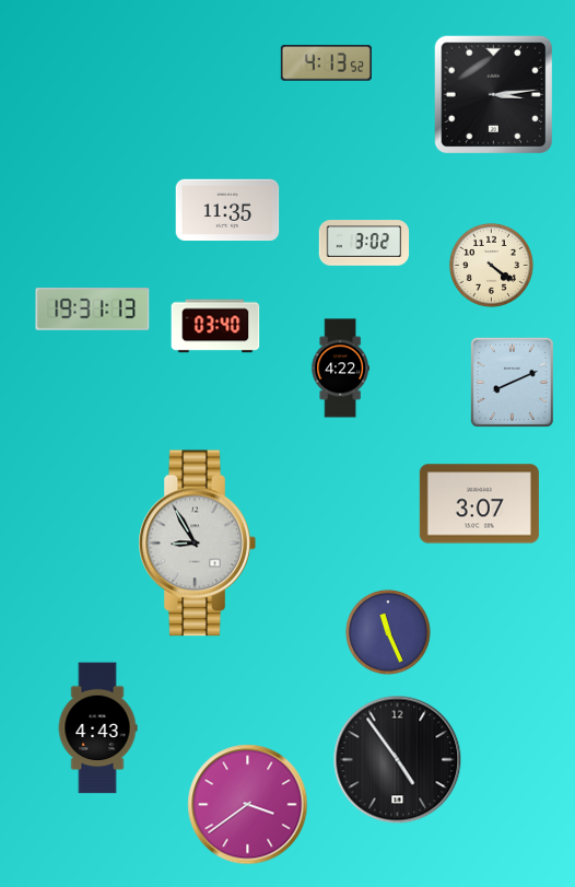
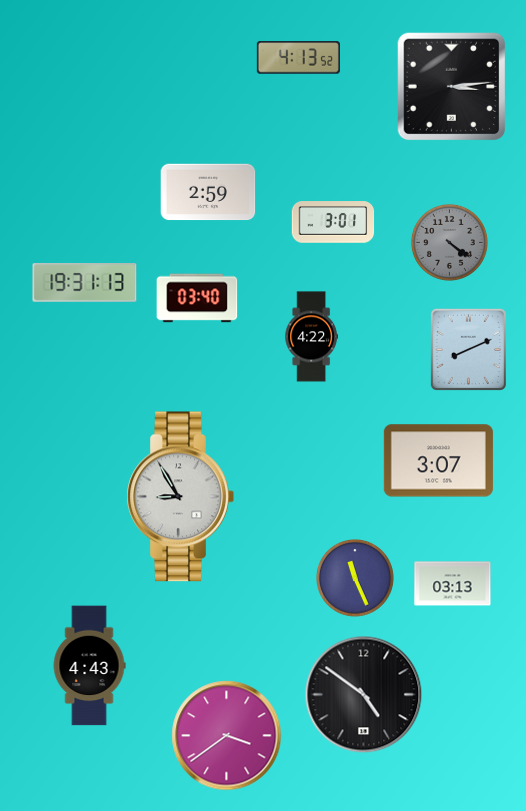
clock at (227, 210): 11:35 -> 2:59
clock at (364, 243): 3:02 -> 3:01
clock at (491, 265) dial: cream -> grey
clock at (453, 584): none -> 03:13
clock at (398, 760): 4:54 -> 4:51
